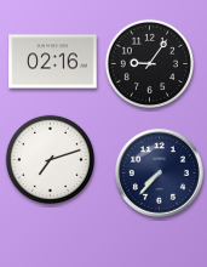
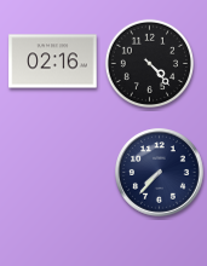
clock at (149, 63): 9:06 -> 4:23
clock at (50, 159): 7:12 -> none
